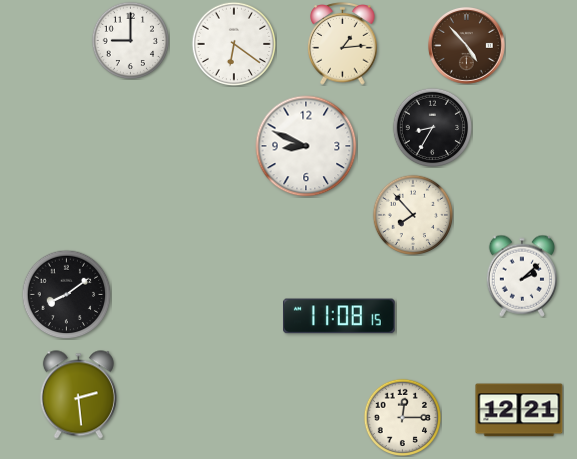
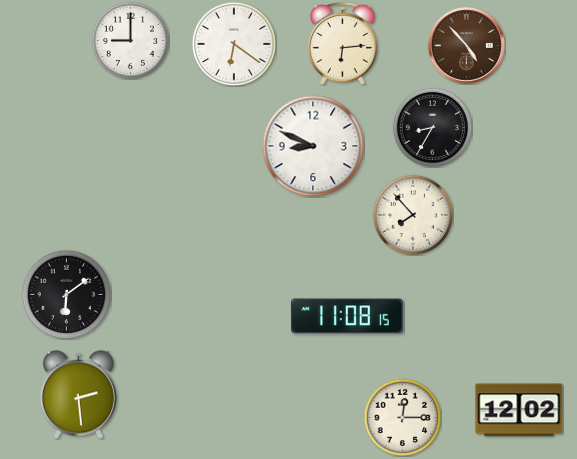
clock at (343, 44): 1:14 -> 6:14
clock at (306, 146) position: (306, 146) -> (313, 146)
clock at (521, 276): 2:08 -> none
clock at (66, 294): 8:09 -> 6:09
clock at (340, 316) position: (340, 316) -> (348, 316)
clock at (519, 410): 12:21 -> 12:02
